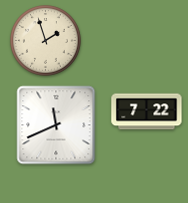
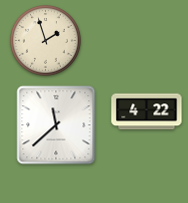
clock at (147, 112): 7:22 -> 4:22
clock at (56, 125): 11:41 -> 11:38
